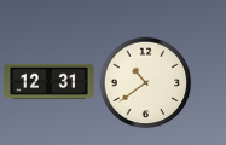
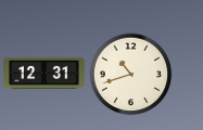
clock at (146, 83): 10:39 -> 10:42
